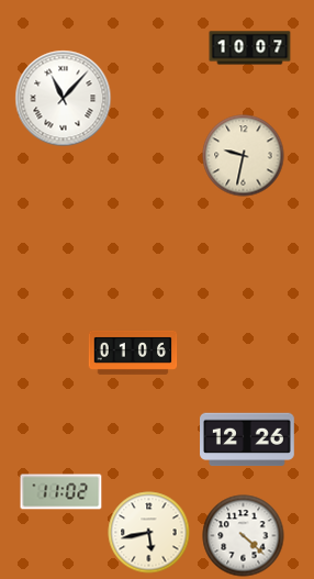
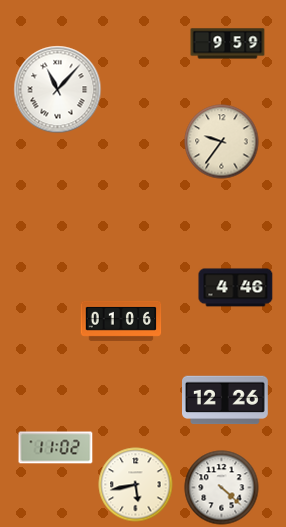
clock at (250, 48): 10:07 -> 9:59
clock at (244, 156): 9:32 -> 9:36
clock at (236, 288): none -> 4:46
